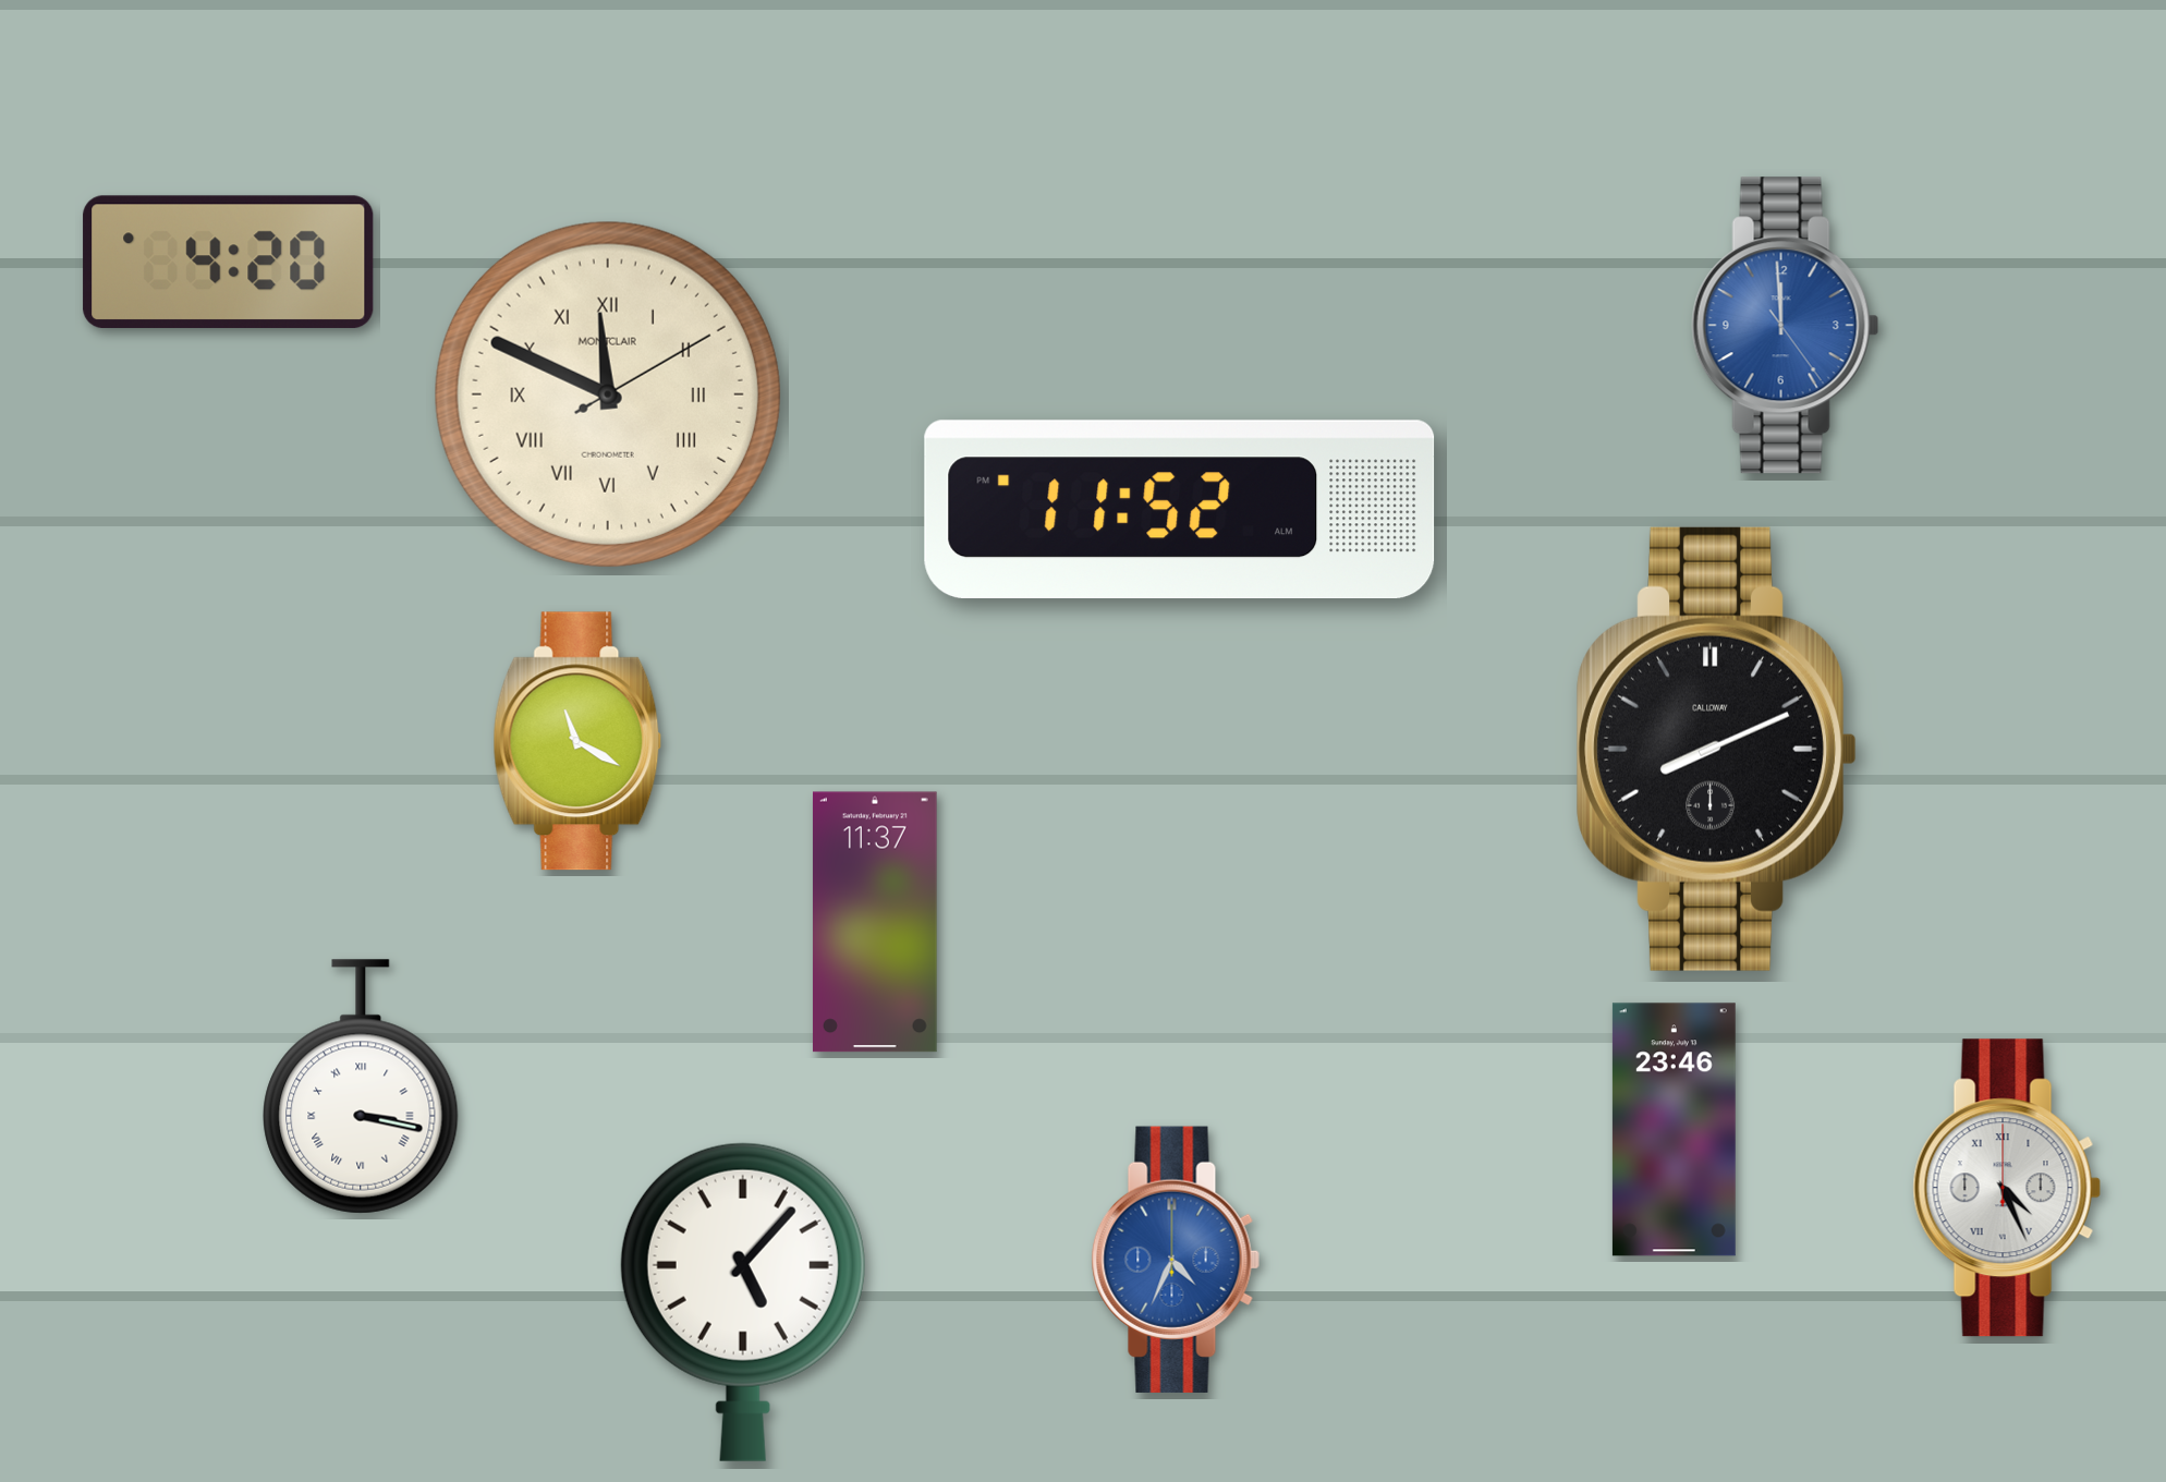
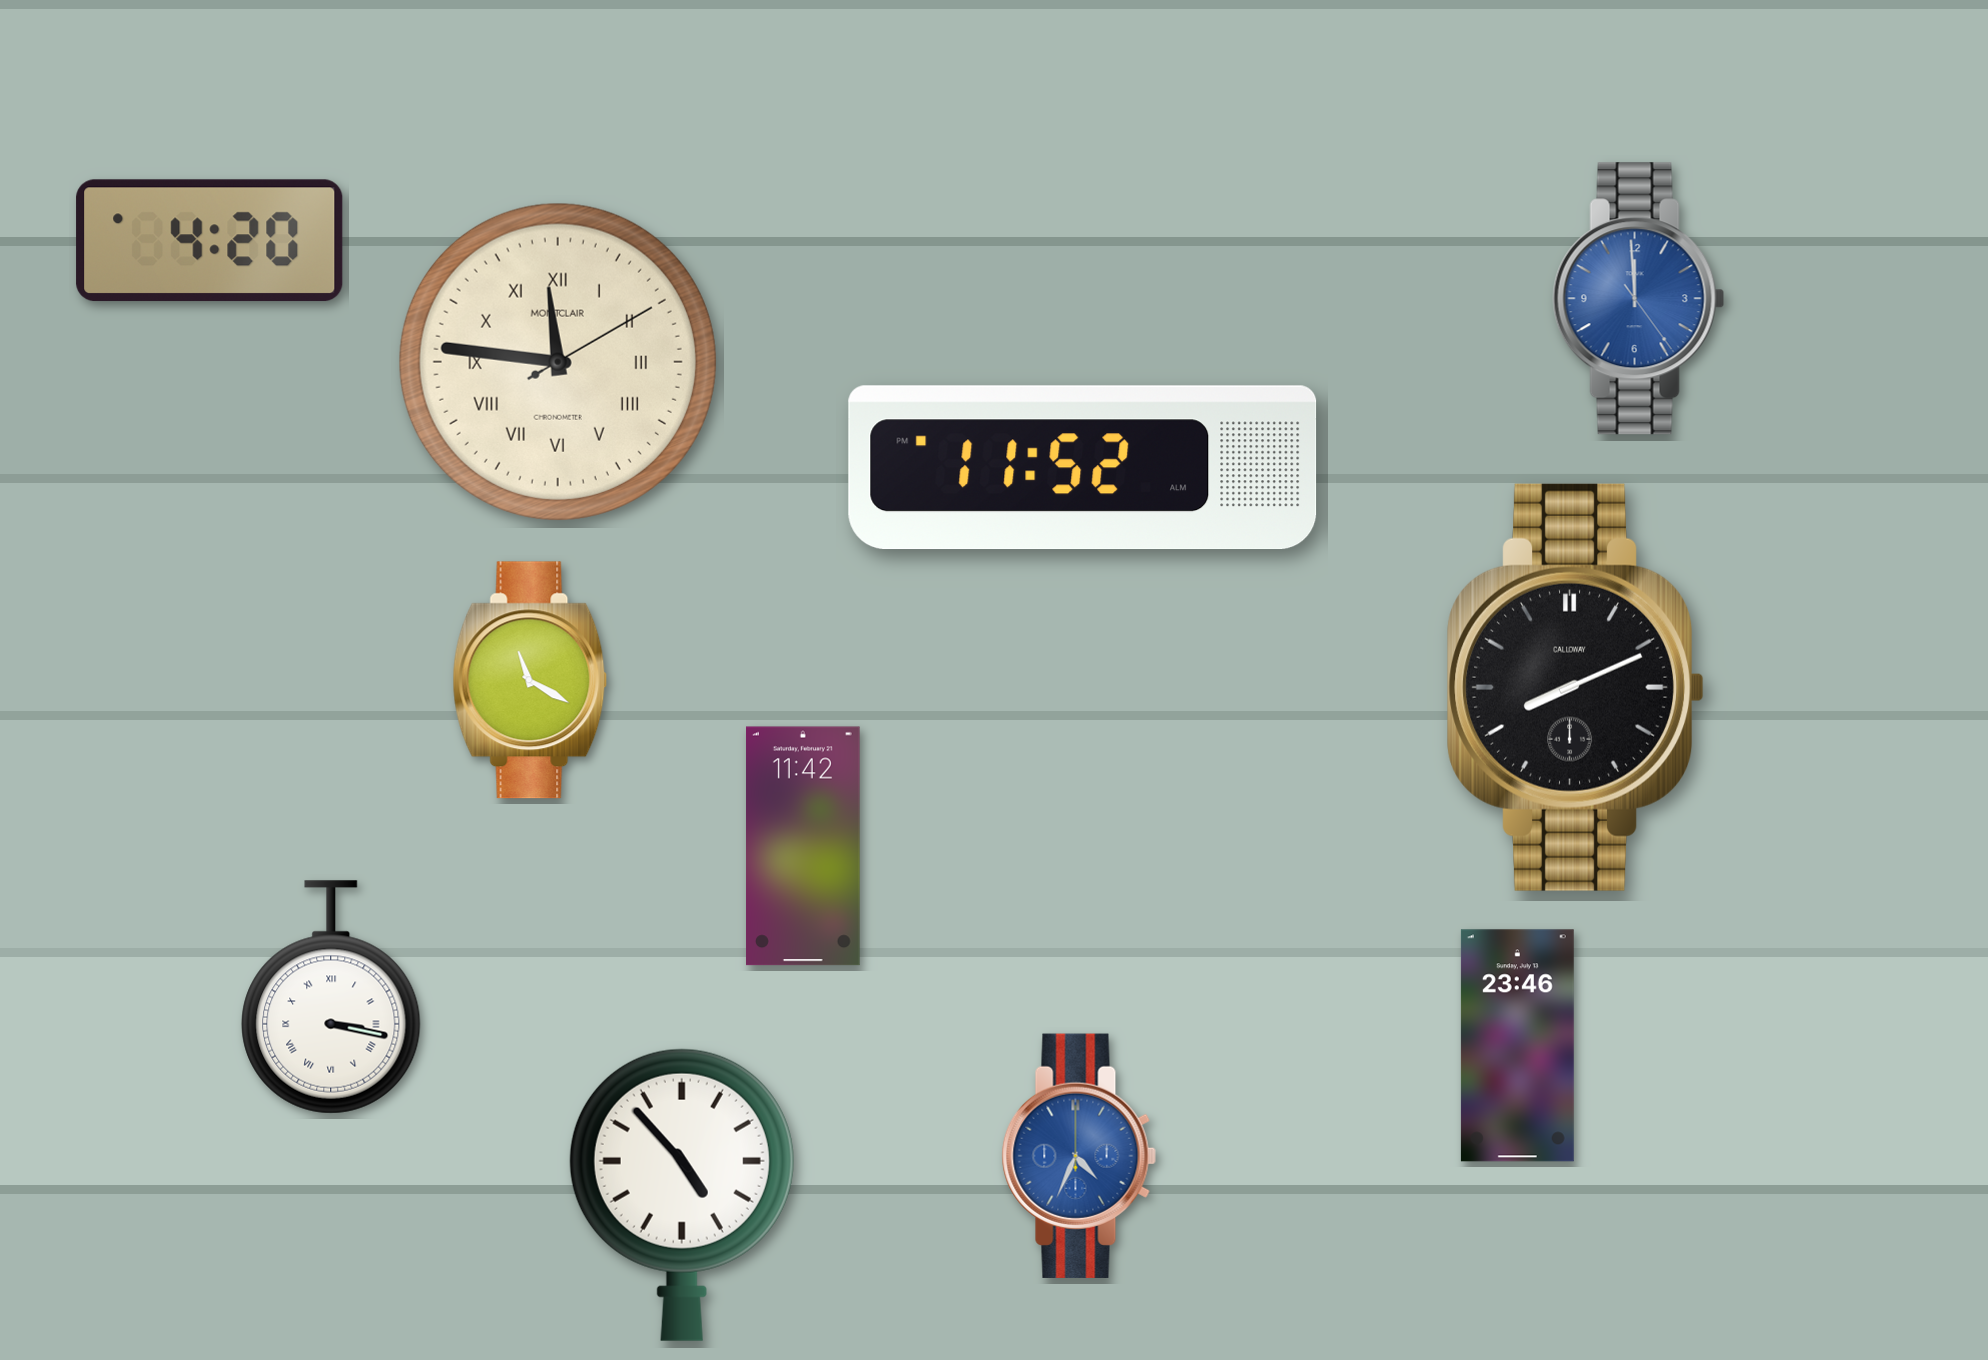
clock at (608, 394): 11:49 -> 11:46
clock at (876, 922): 11:37 -> 11:42
clock at (1674, 1130) position: (1674, 1130) -> (1517, 1046)
clock at (2007, 1188): 4:26 -> none
clock at (743, 1302): 5:07 -> 4:53
